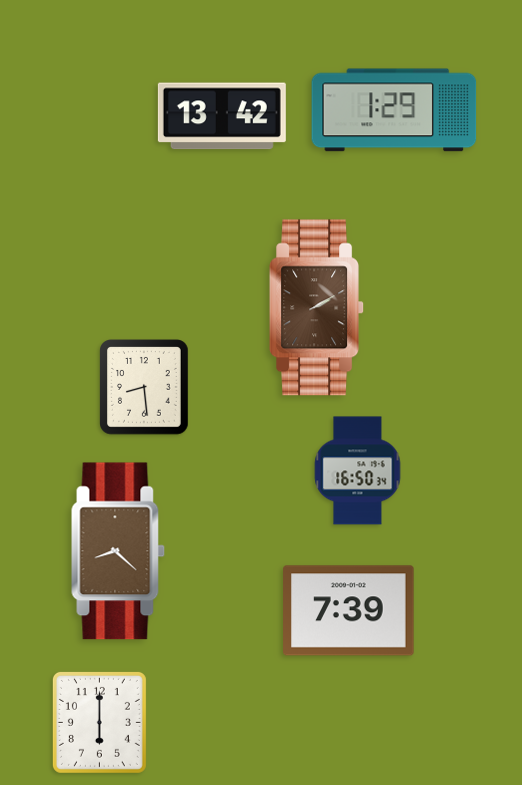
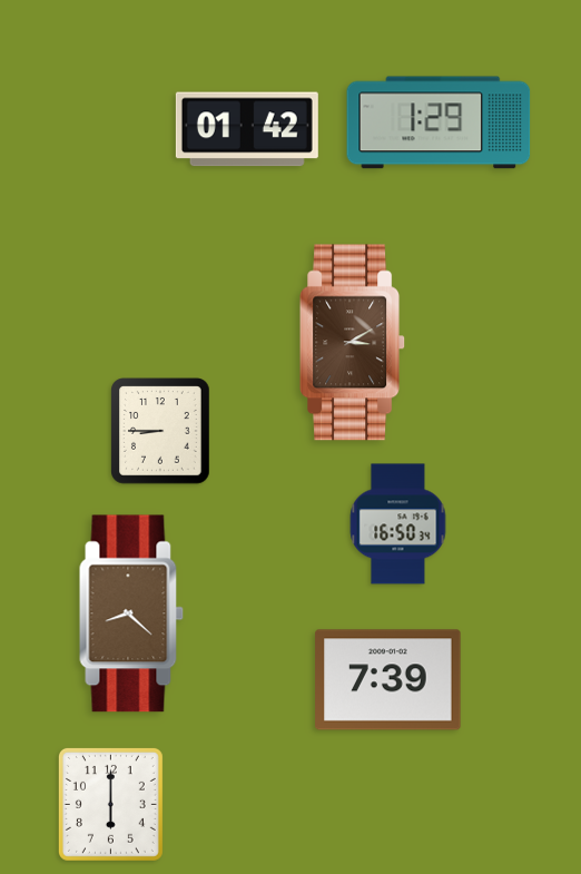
clock at (222, 116): 13:42 -> 01:42
clock at (317, 308): 2:10 -> 3:10
clock at (144, 387): 8:29 -> 8:45
